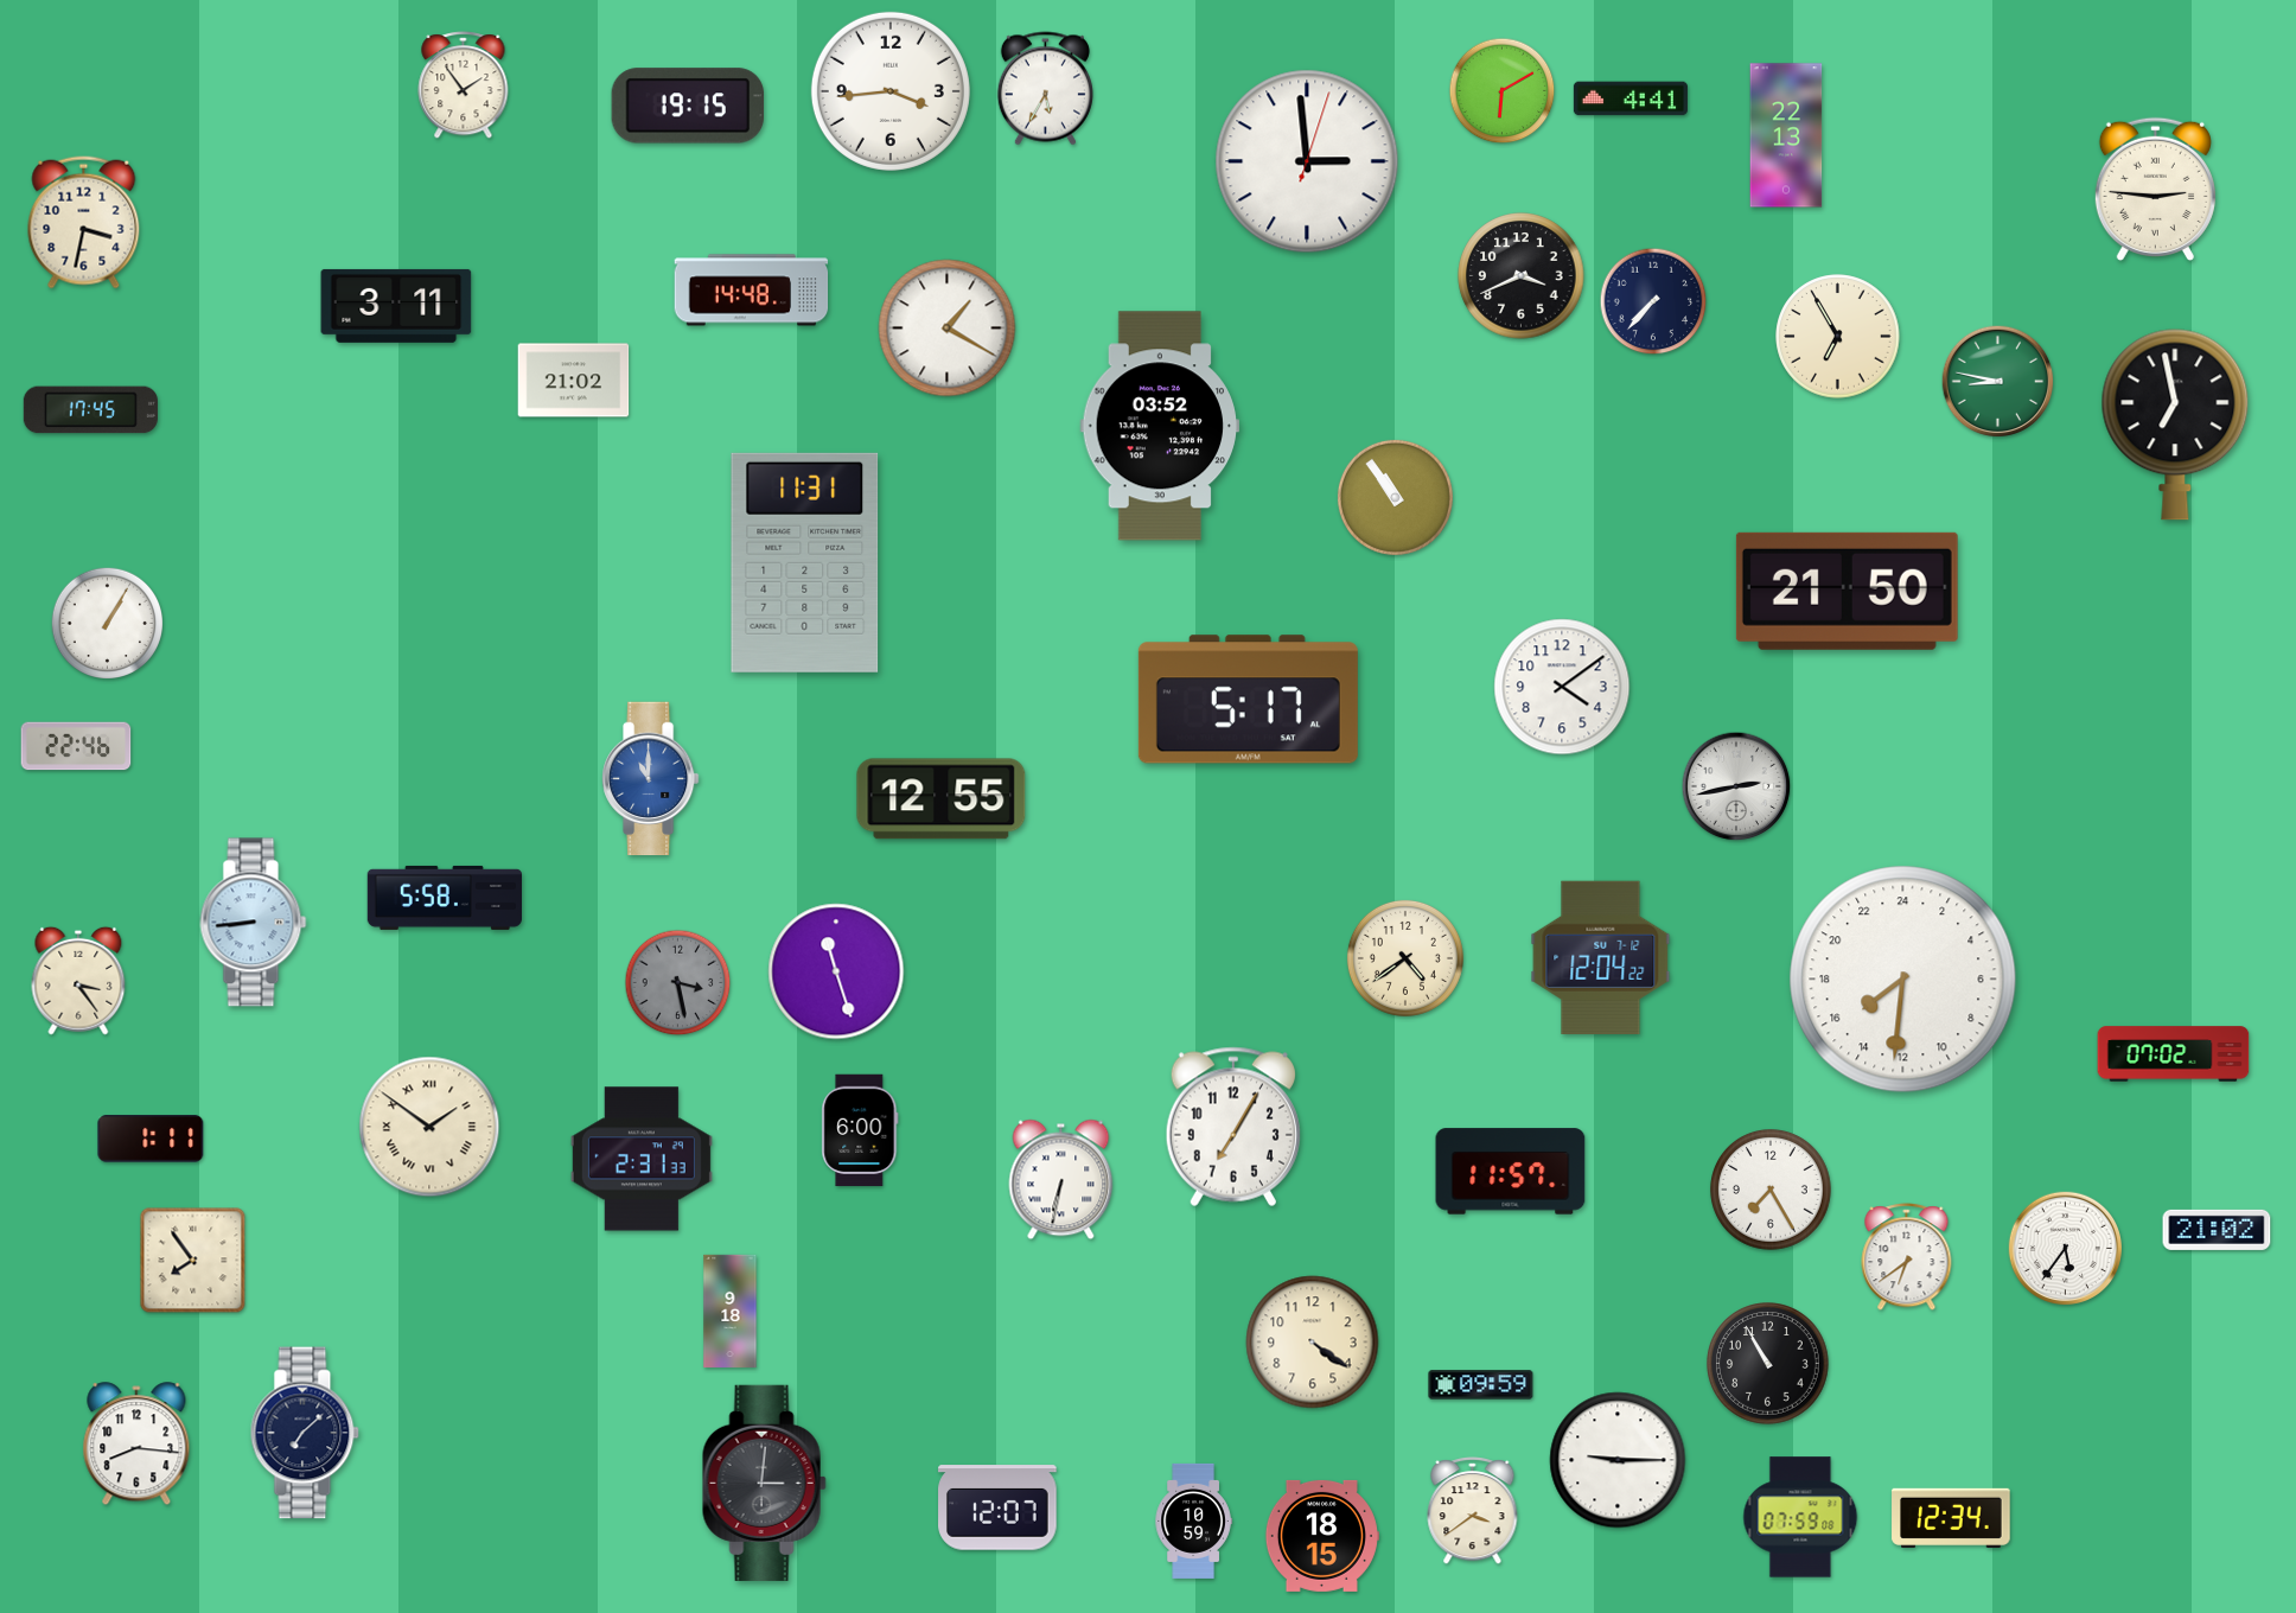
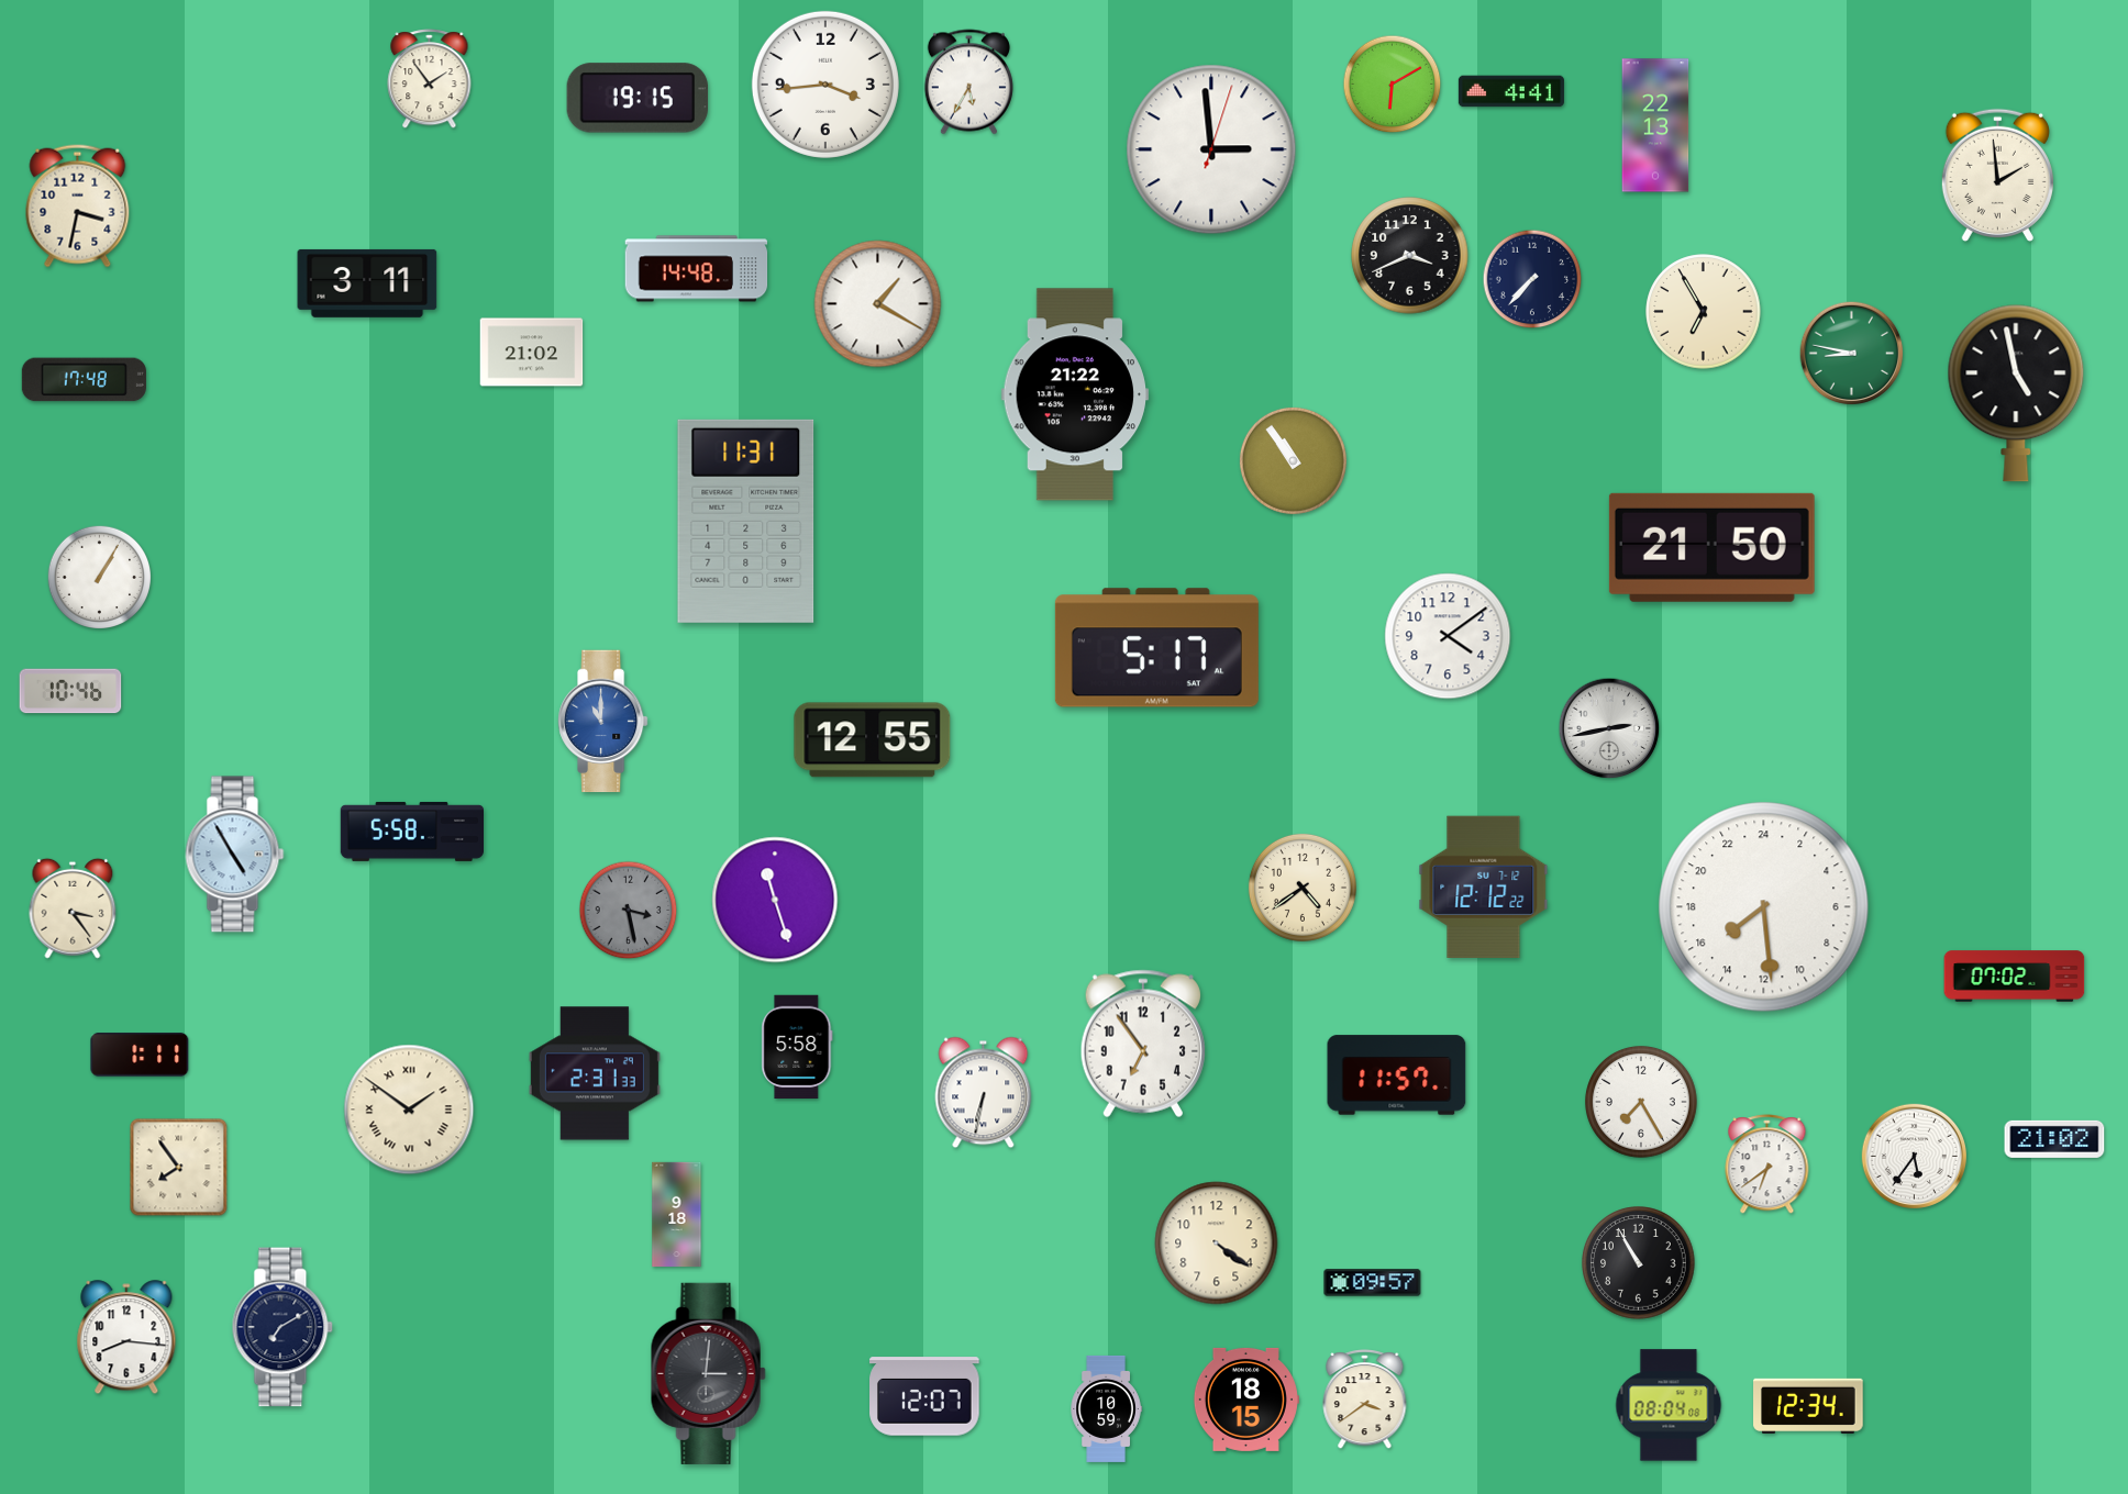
clock at (2155, 189): 2:46 -> 1:59
clock at (90, 410): 17:45 -> 17:48
clock at (2175, 425): 6:58 -> 4:58
clock at (1160, 426): 03:52 -> 21:22
clock at (76, 746): 22:46 -> 10:46
clock at (254, 923): 8:44 -> 4:55
clock at (1601, 957): 12:04 -> 12:12
clock at (1903, 980): 15:31 -> 15:29
clock at (429, 1127) position: (429, 1127) -> (409, 1110)
clock at (1233, 1127): 7:05 -> 6:54
clock at (860, 1130): 6:00 -> 5:58
clock at (1511, 1172) position: (1511, 1172) -> (1397, 1075)
clock at (1481, 1385): 09:59 -> 09:57
clock at (305, 1433): 7:08 -> 7:10
clock at (1618, 1460): 9:15 -> none
clock at (1800, 1517): 07:59 -> 08:04
clock at (1321, 1536) position: (1321, 1536) -> (1245, 1400)
